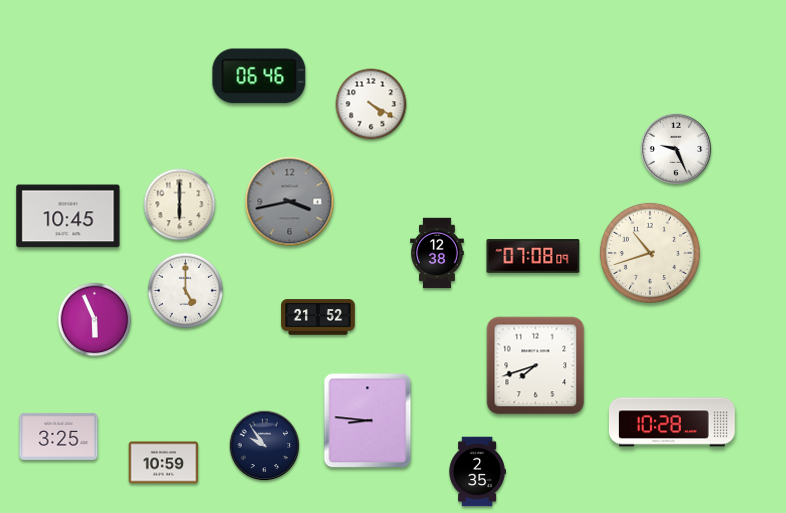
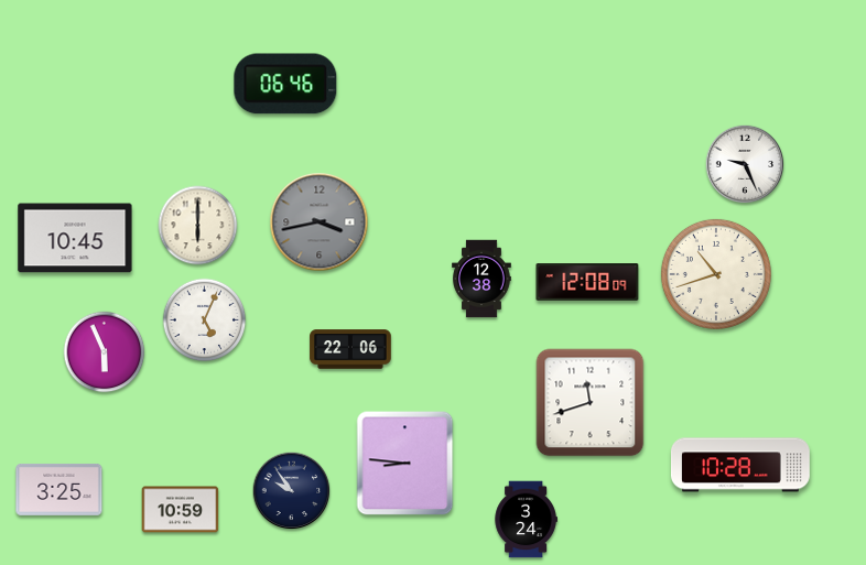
clock at (371, 104): 4:20 -> none
clock at (650, 253) position: (650, 253) -> (716, 274)
clock at (533, 256): 07:08 -> 12:08
clock at (186, 291): 5:00 -> 5:04
clock at (318, 317): 21:52 -> 22:06
clock at (536, 366): 7:42 -> 11:42
clock at (59, 436) position: (59, 436) -> (59, 489)
clock at (477, 472): 2:35 -> 3:24
